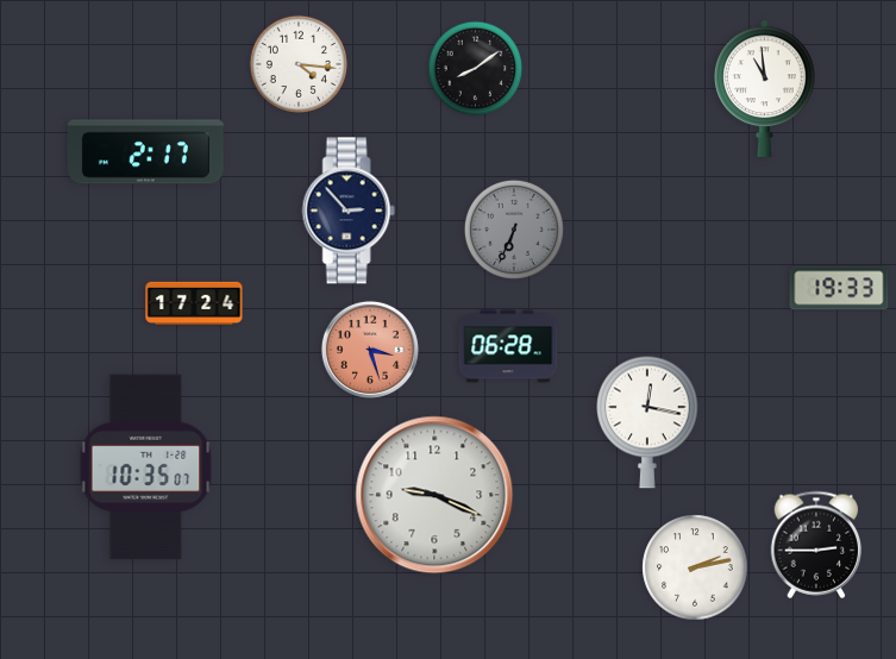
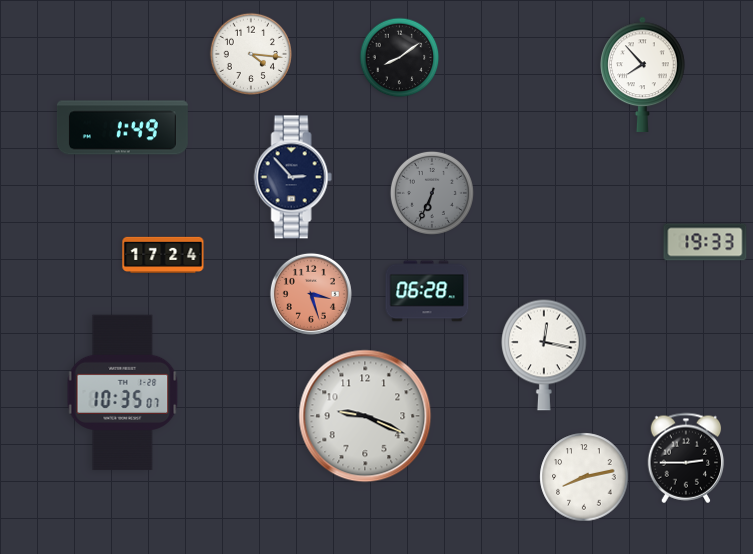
clock at (765, 88): 10:59 -> 7:53
clock at (145, 152): 2:17 -> 1:49
clock at (695, 567): 2:13 -> 8:13
